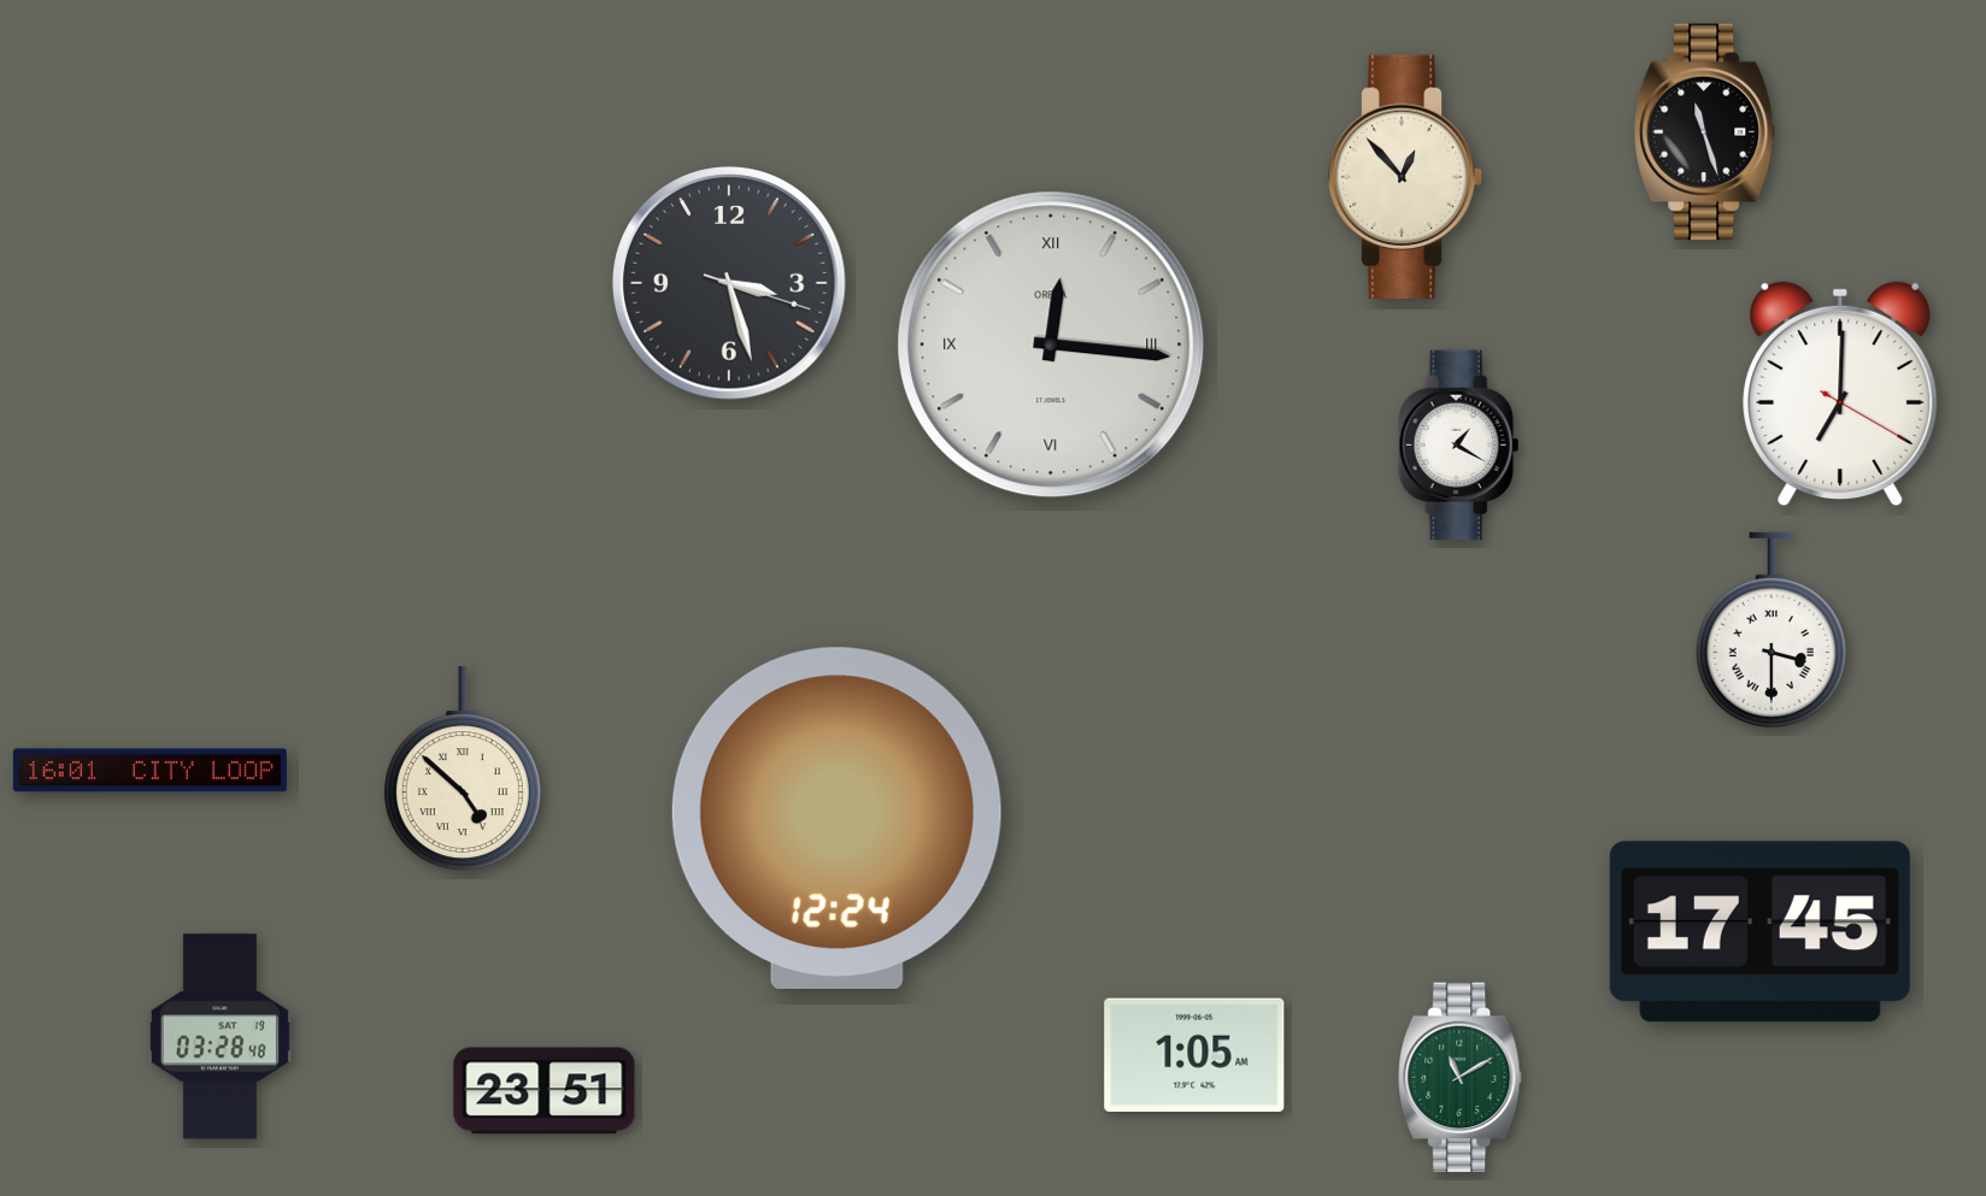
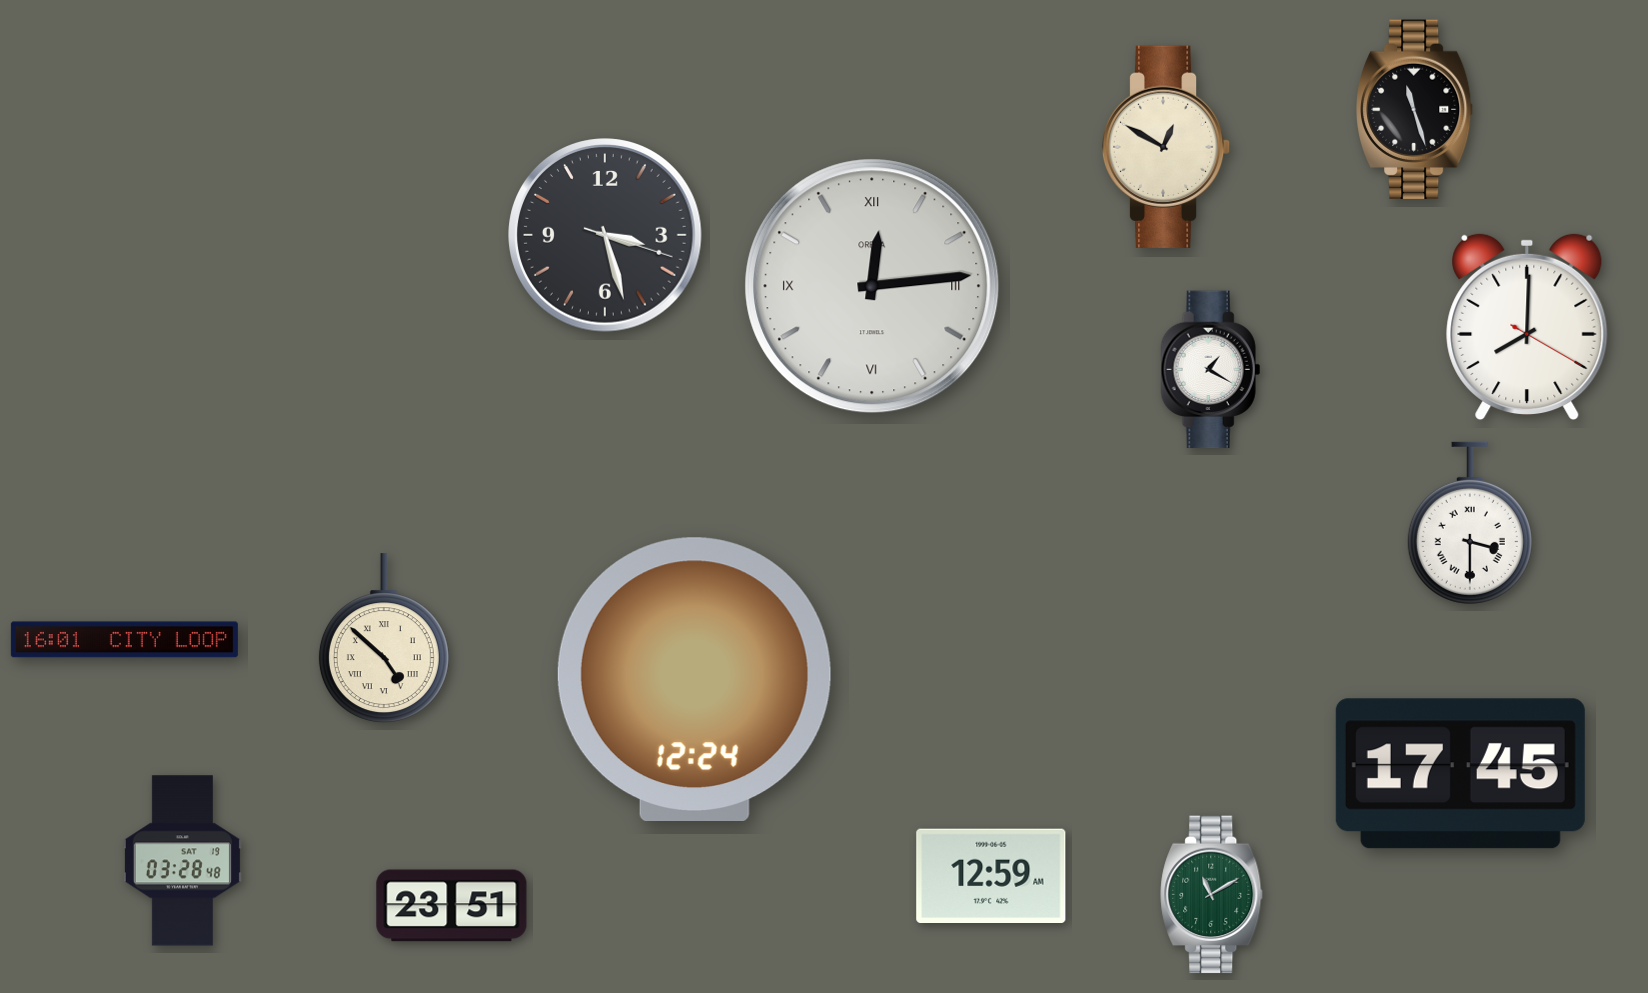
clock at (1405, 177): 12:53 -> 12:50
clock at (1051, 344): 12:16 -> 12:14
clock at (1840, 394): 7:00 -> 8:00
clock at (1194, 1055): 1:05 -> 12:59
